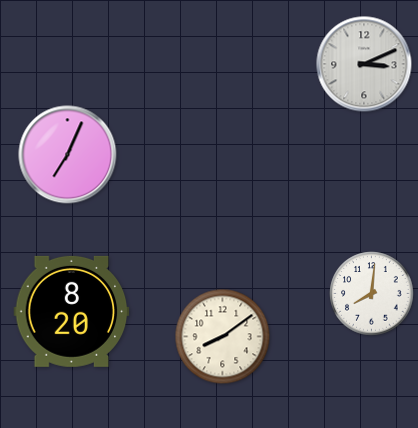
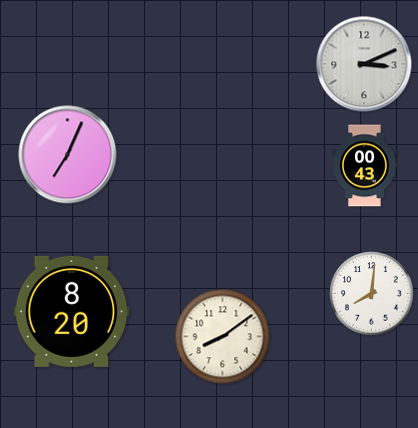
clock at (365, 166): none -> 00:43
